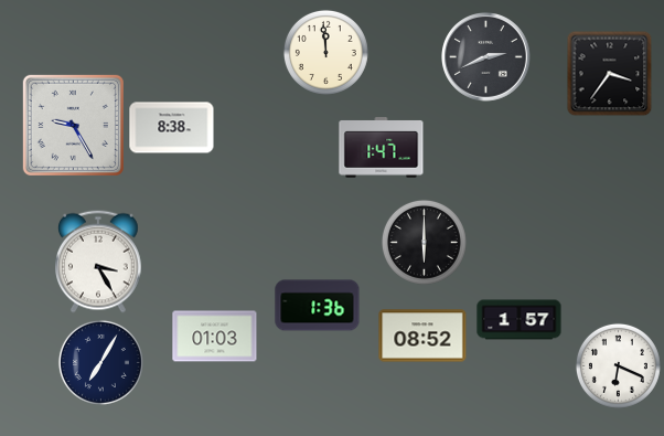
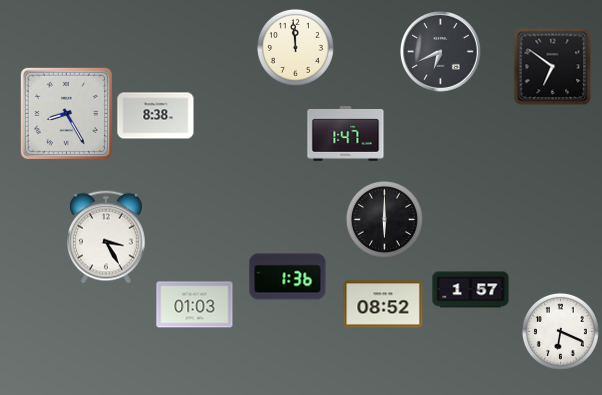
clock at (486, 57): 2:41 -> 6:41
clock at (609, 73): 3:36 -> 6:51
clock at (73, 125): 9:25 -> 8:25
clock at (99, 262) position: (99, 262) -> (107, 237)
clock at (100, 362): 7:05 -> none
